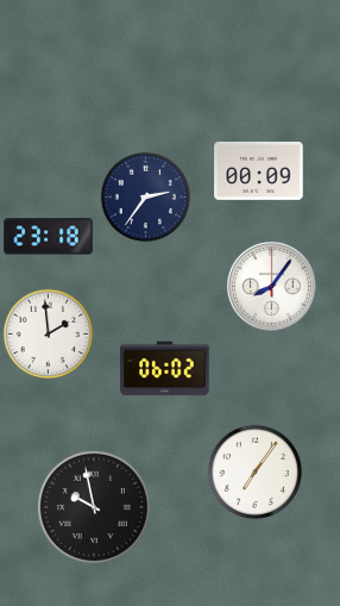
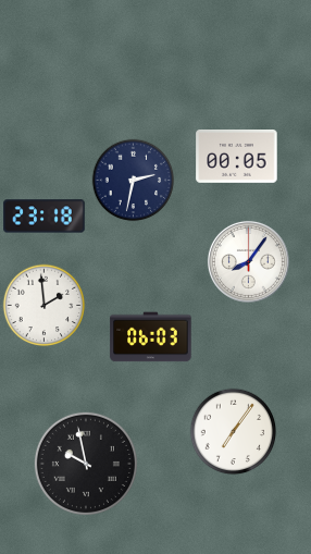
clock at (259, 171): 00:09 -> 00:05
clock at (146, 198): 2:36 -> 2:32
clock at (165, 369): 06:02 -> 06:03
